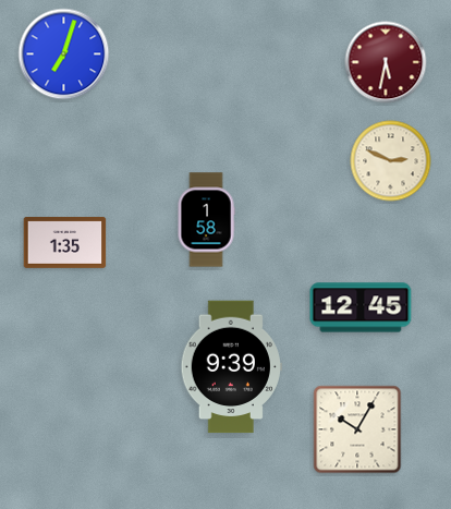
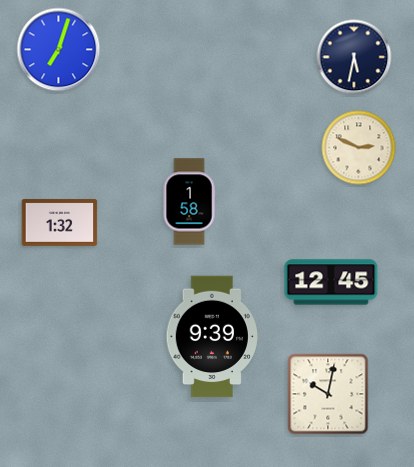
clock at (386, 62) dial: burgundy -> navy
clock at (65, 243): 1:35 -> 1:32
clock at (357, 429): 10:05 -> 10:02
